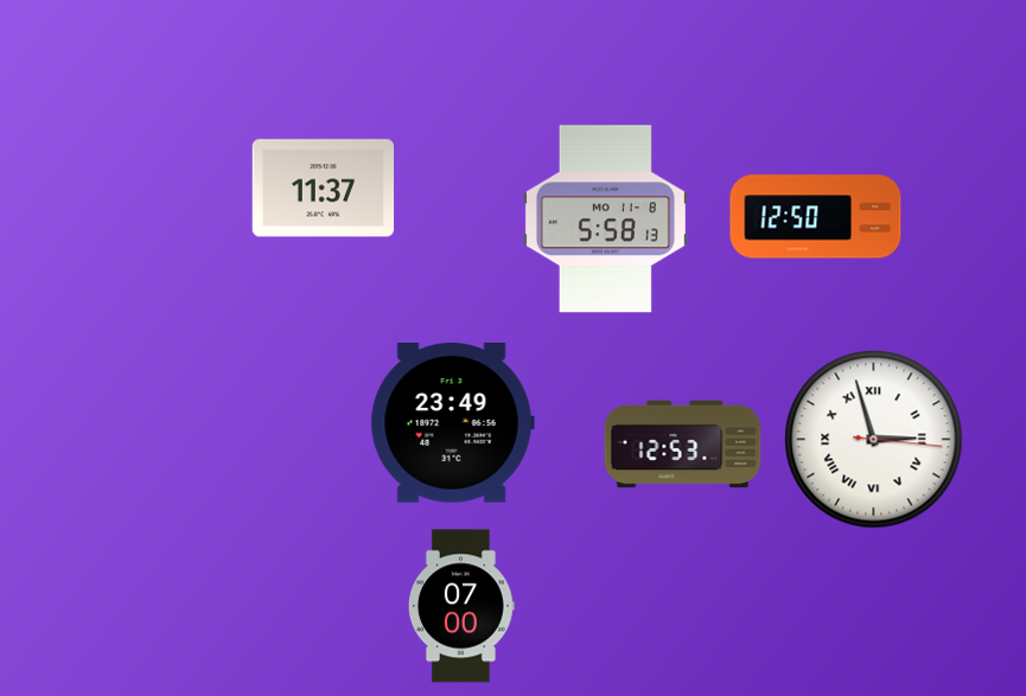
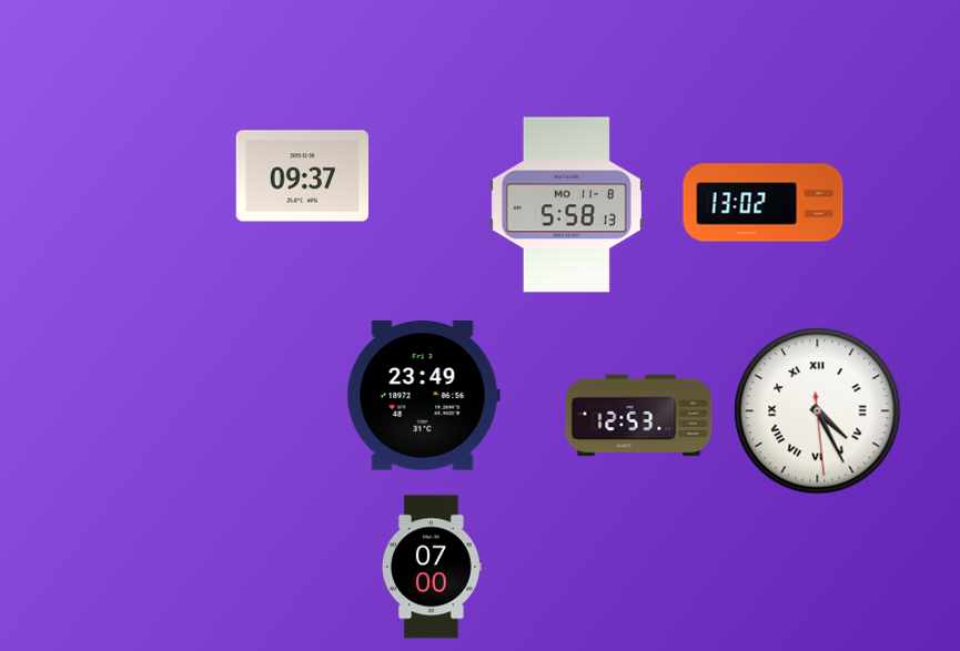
clock at (323, 189): 11:37 -> 09:37
clock at (816, 217): 12:50 -> 13:02
clock at (874, 440): 2:57 -> 4:25
